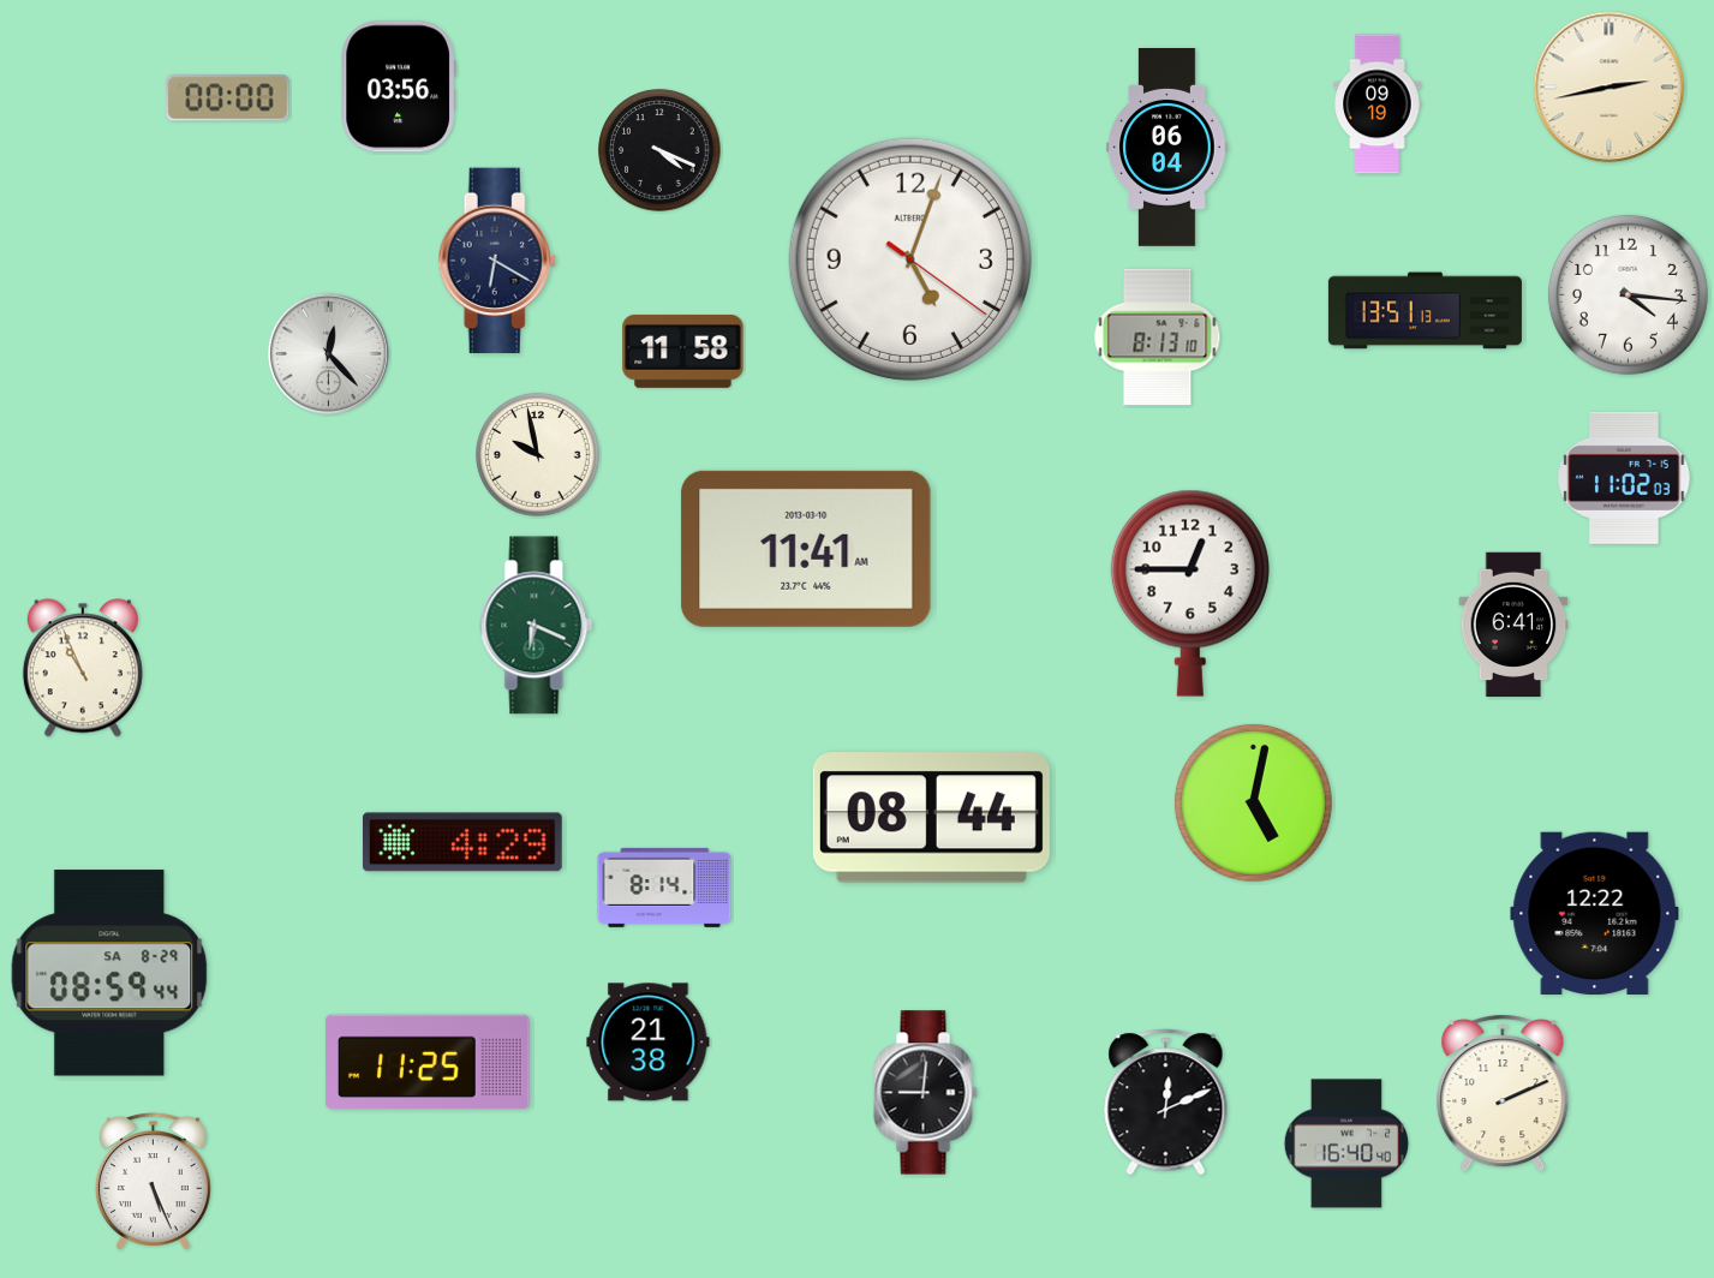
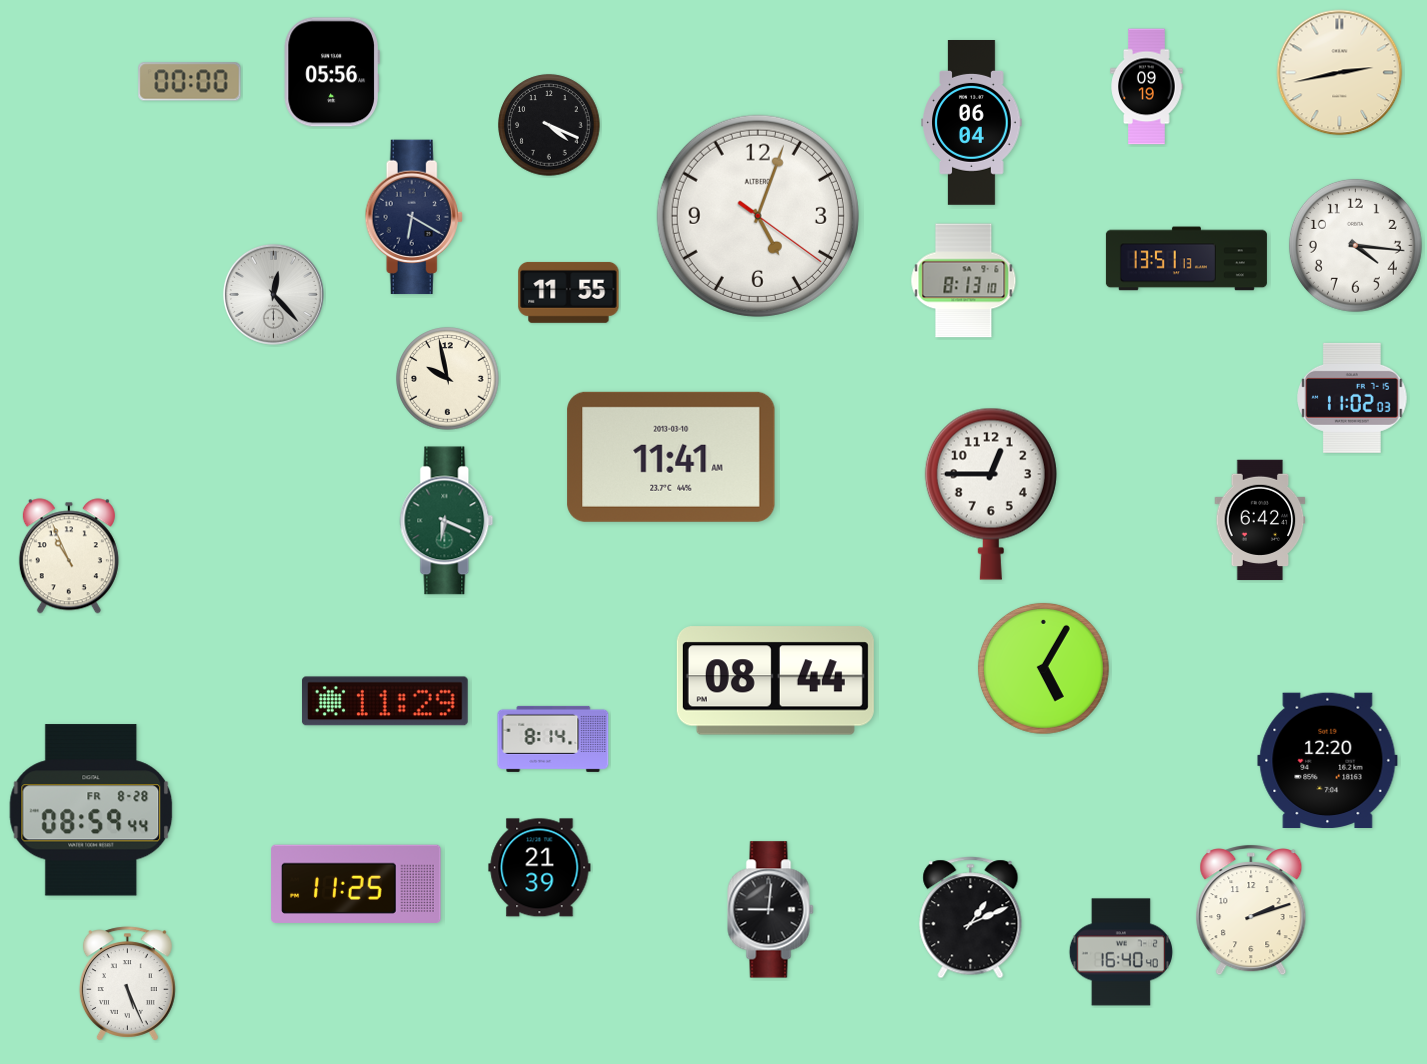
clock at (399, 86): 03:56 -> 05:56
clock at (683, 351): 11:58 -> 11:55
clock at (1513, 625): 6:41 -> 6:42
clock at (1253, 802): 5:02 -> 5:05
clock at (462, 842): 4:29 -> 11:29
clock at (1595, 913): 12:22 -> 12:20
clock at (109, 973) date: SA 8-29 -> FR 8-28
clock at (649, 1043): 21:38 -> 21:39
clock at (1503, 1093): 2:11 -> 2:12
clock at (1166, 1103): 12:11 -> 1:11
